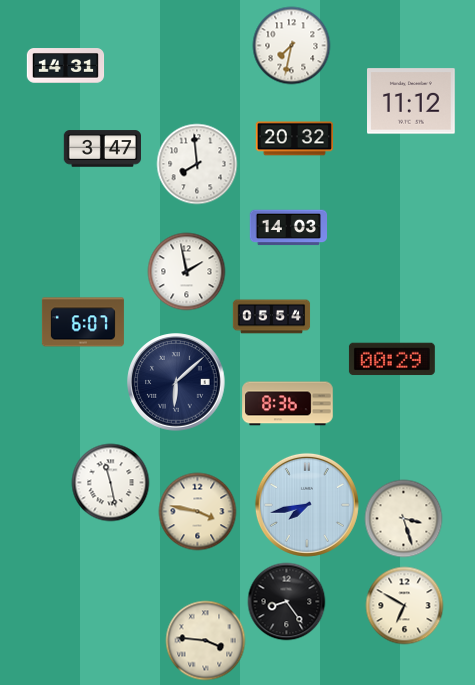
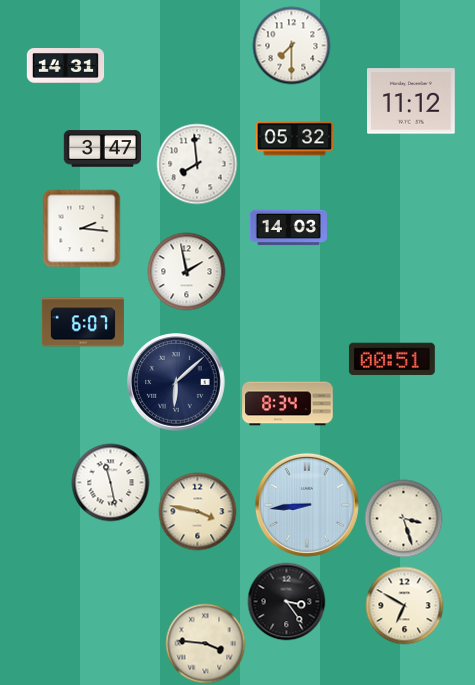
clock at (291, 45): 7:32 -> 7:30
clock at (294, 139): 20:32 -> 05:32
clock at (81, 228): none -> 2:16
clock at (271, 317): 05:54 -> none
clock at (392, 359): 00:29 -> 00:51
clock at (288, 404): 8:36 -> 8:34
clock at (307, 505): 7:43 -> 8:44
clock at (286, 601): 8:24 -> 3:24
clock at (205, 640) position: (205, 640) -> (205, 643)
